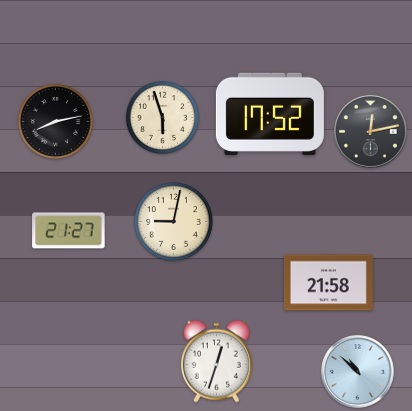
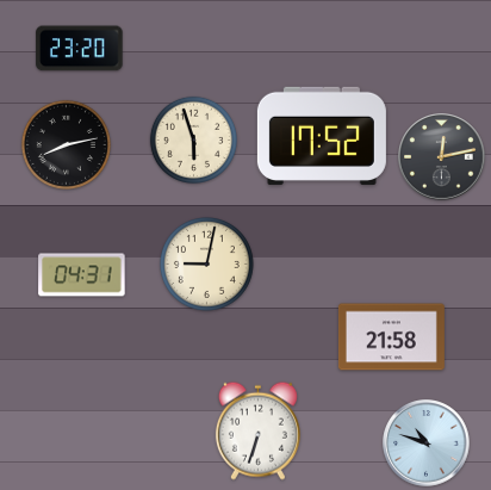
clock at (80, 49): none -> 23:20
clock at (69, 231): 21:27 -> 04:31
clock at (216, 361): 12:33 -> 6:33
clock at (358, 372): 10:52 -> 10:48
